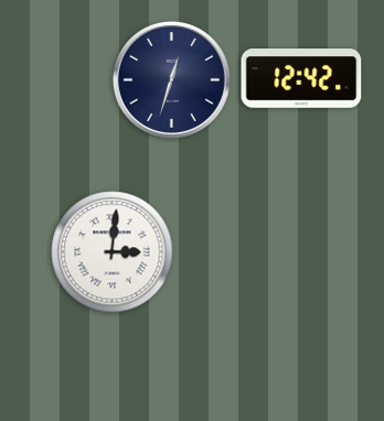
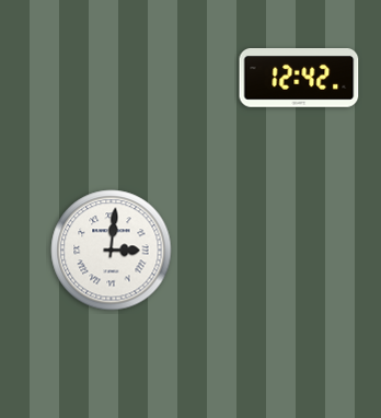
clock at (171, 79): 12:33 -> none
